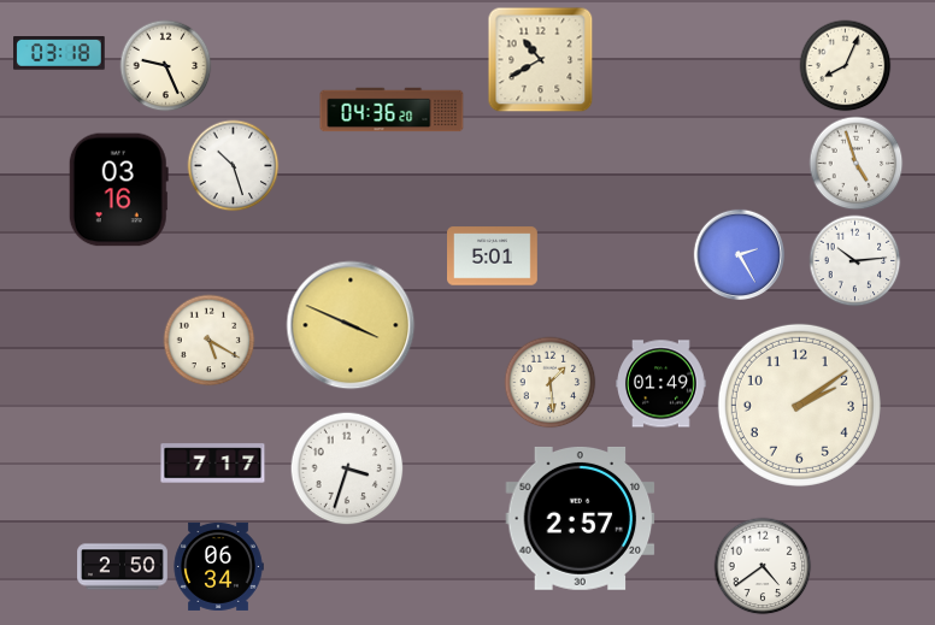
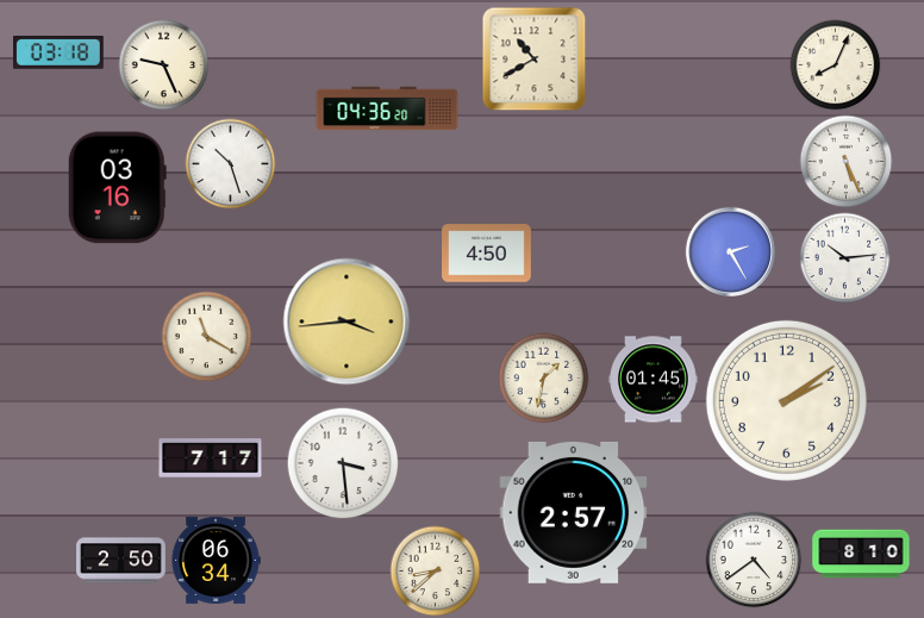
clock at (857, 164): 4:57 -> 5:26
clock at (493, 257): 5:01 -> 4:50
clock at (351, 325): 3:49 -> 3:44
clock at (210, 341): 5:20 -> 11:20
clock at (551, 383): 1:29 -> 1:32
clock at (661, 384): 01:49 -> 01:45
clock at (799, 405) position: (799, 405) -> (786, 400)
clock at (347, 468): 3:33 -> 3:29
clock at (861, 554): none -> 8:10
clock at (436, 572): none -> 8:38
